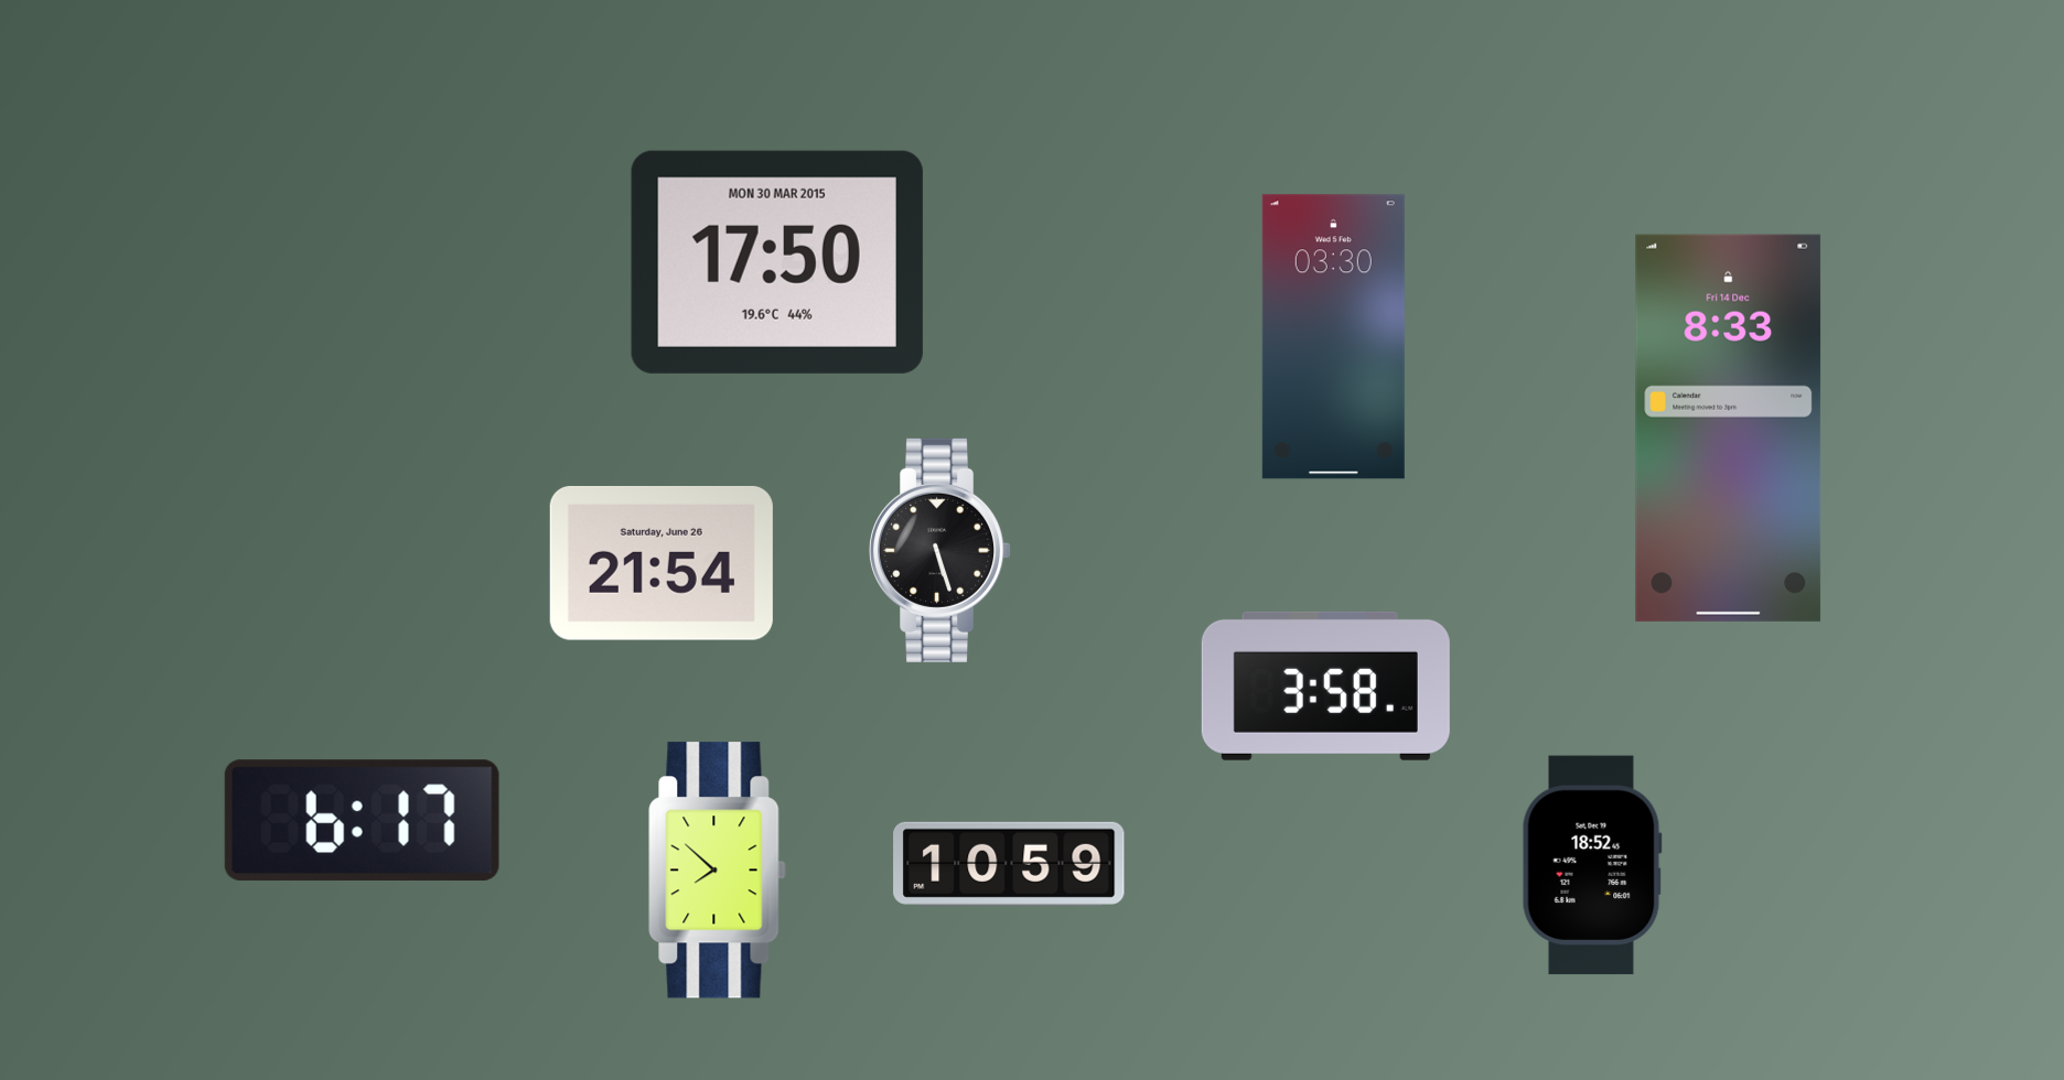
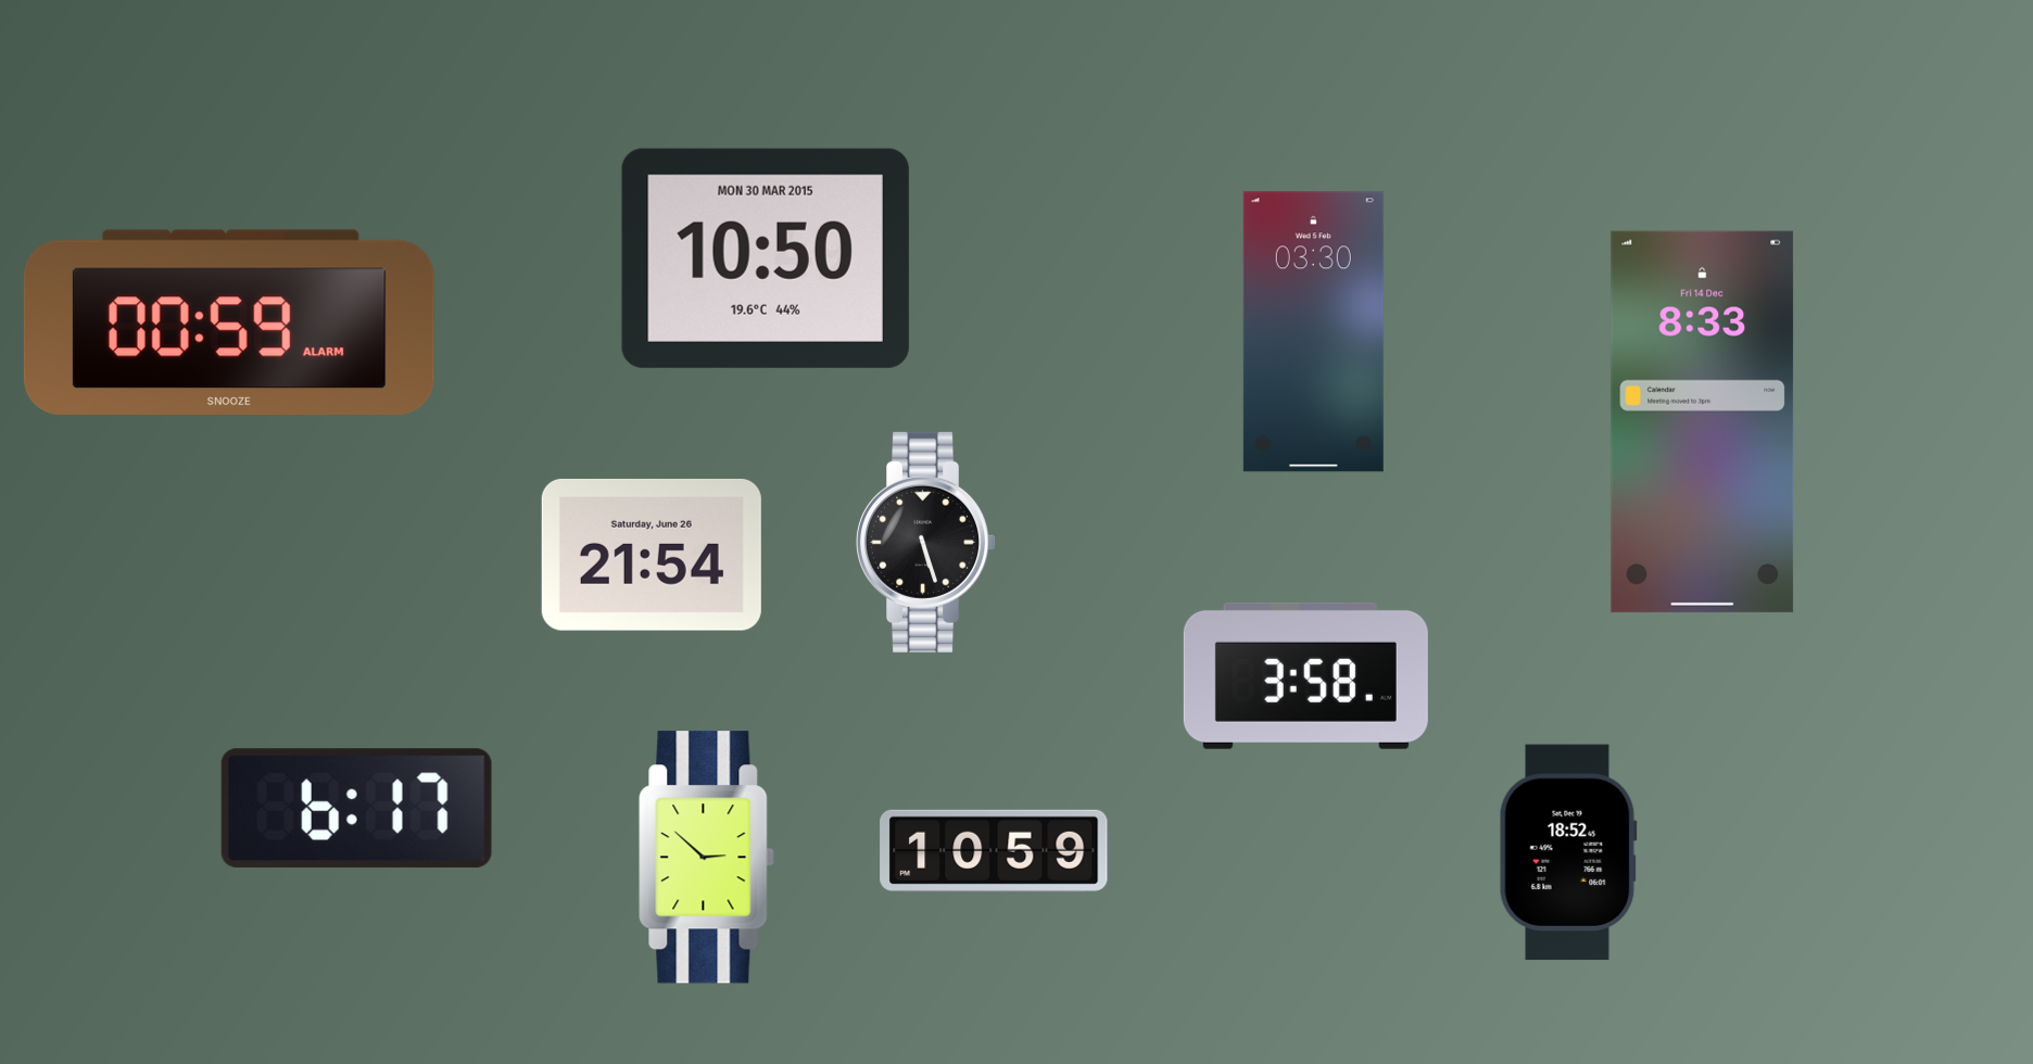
clock at (777, 262): 17:50 -> 10:50
clock at (229, 321): none -> 00:59
clock at (718, 871): 7:52 -> 2:52
